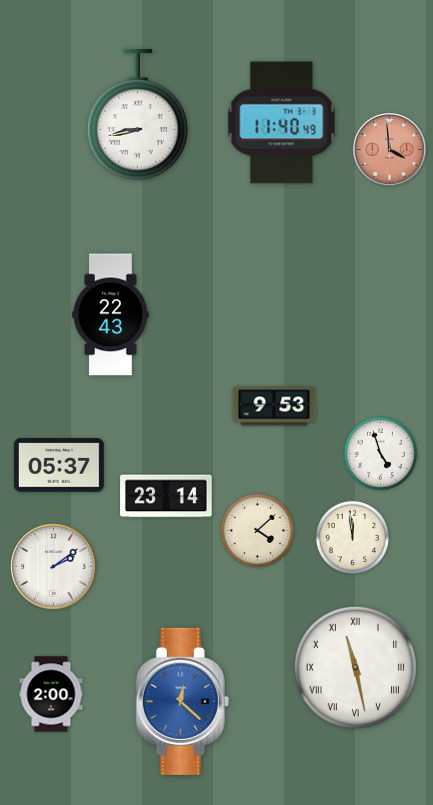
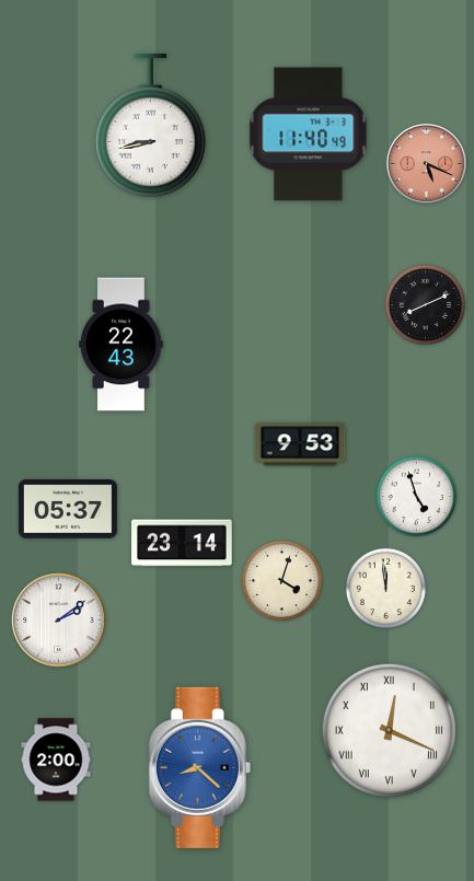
clock at (390, 150): 3:59 -> 5:19
clock at (425, 304): none -> 8:11
clock at (59, 465) position: (59, 465) -> (68, 509)
clock at (257, 530): 4:08 -> 4:03
clock at (355, 667): 11:28 -> 12:19
clock at (182, 701): 12:22 -> 8:22
